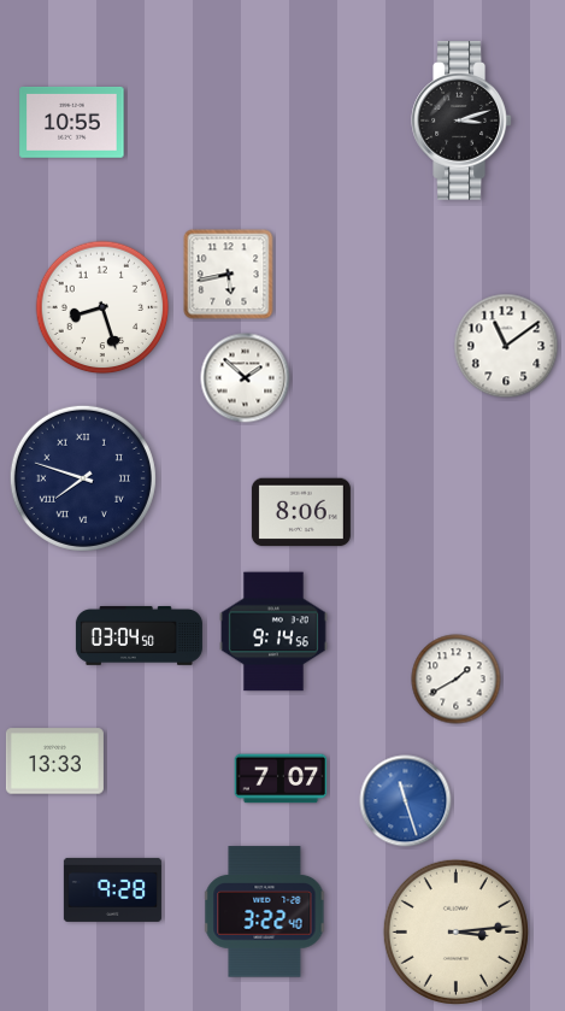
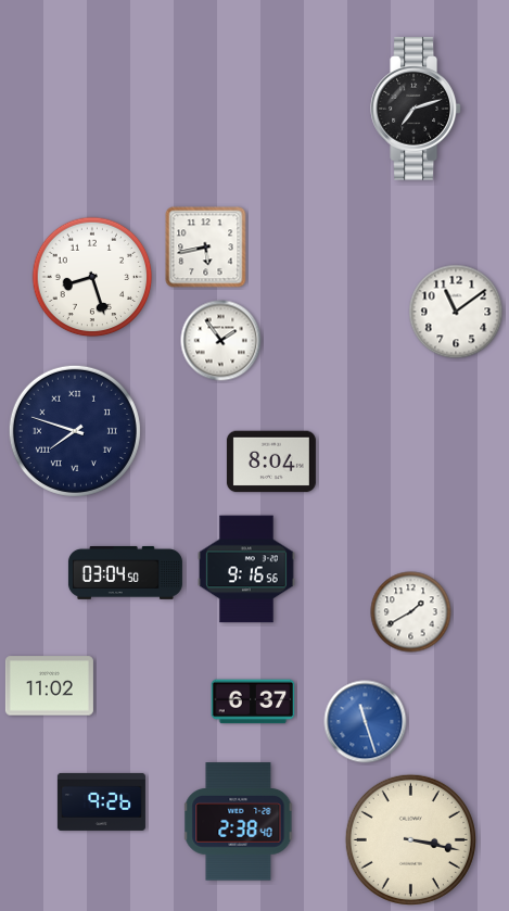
clock at (461, 121): 3:12 -> 7:12
clock at (72, 122): 10:55 -> none
clock at (246, 378): 1:52 -> 1:54
clock at (301, 512): 8:06 -> 8:04
clock at (273, 631): 9:14 -> 9:16
clock at (54, 762): 13:33 -> 11:02
clock at (281, 778): 7:07 -> 6:37
clock at (112, 889): 9:28 -> 9:26
clock at (265, 912): 3:22 -> 2:38
clock at (455, 931): 3:14 -> 3:17
